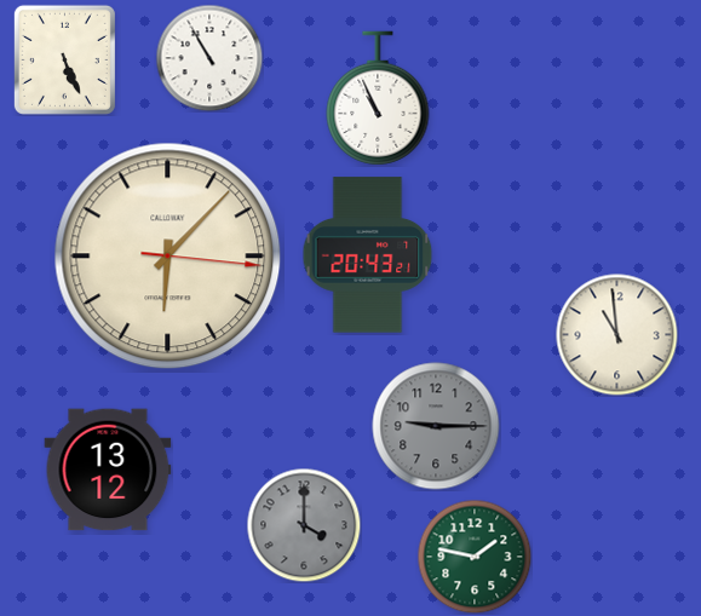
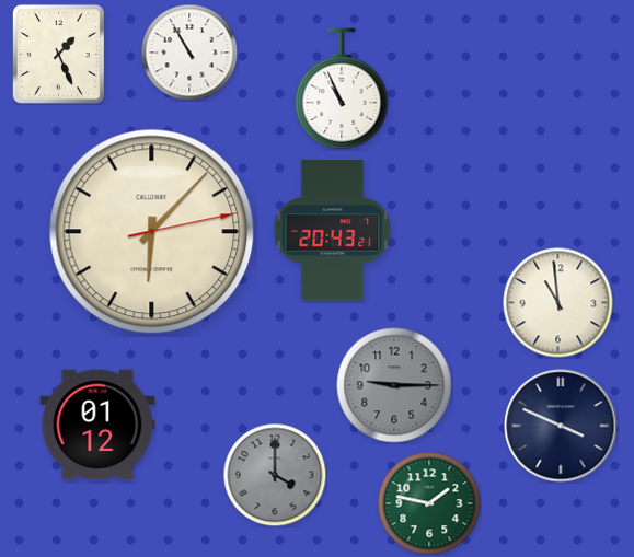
clock at (64, 59): 5:26 -> 1:26
clock at (168, 257): 6:07:16 -> 6:07:13
clock at (108, 470): 13:12 -> 01:12
clock at (561, 426): none -> 3:49
